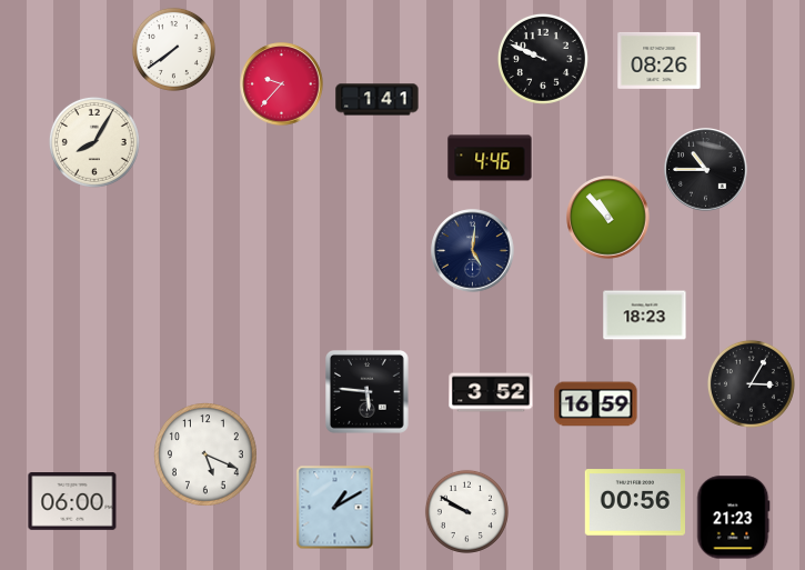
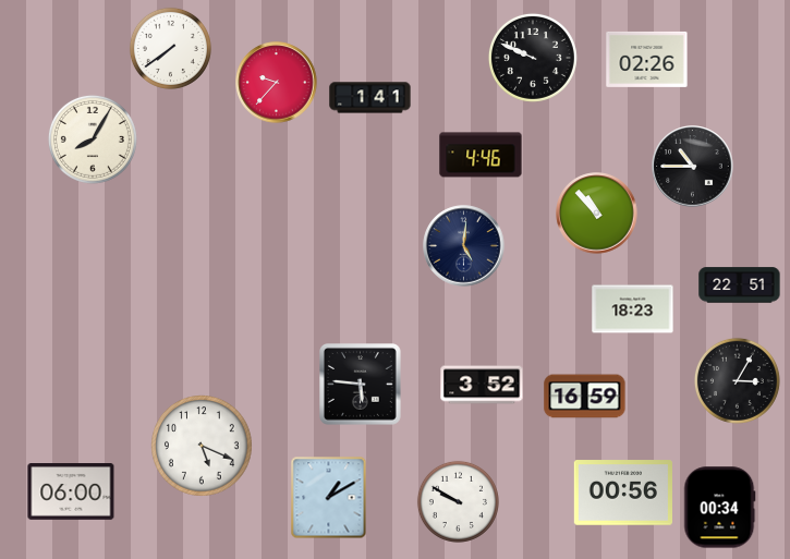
clock at (660, 60): 08:26 -> 02:26
clock at (740, 285): none -> 22:51
clock at (751, 383) position: (751, 383) -> (737, 380)
clock at (734, 518): 21:23 -> 00:34
